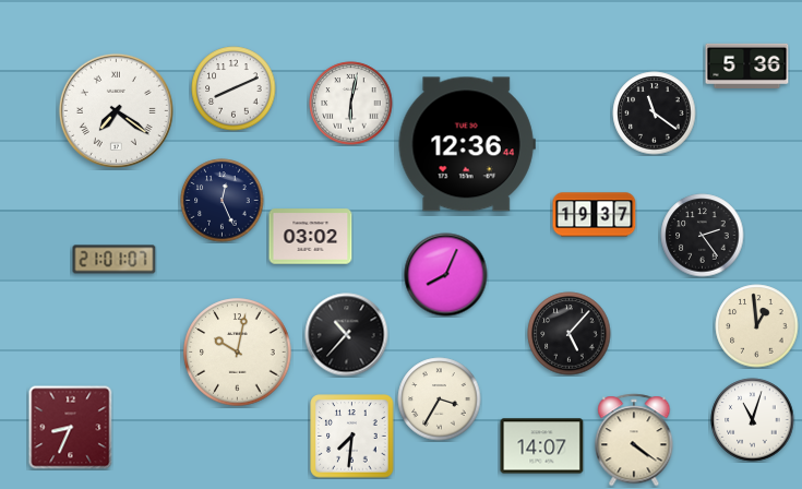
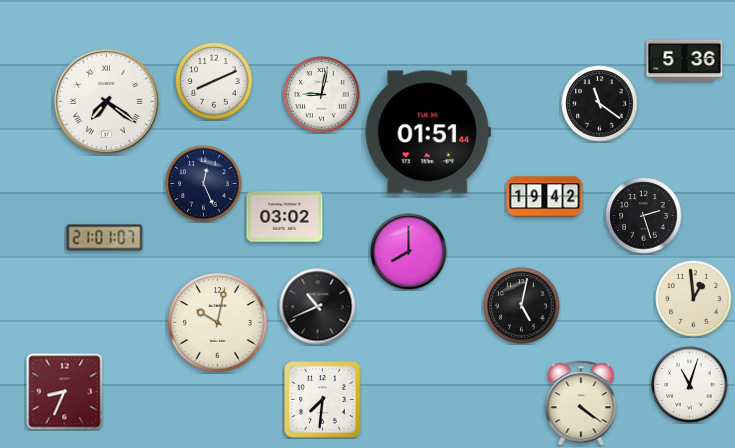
clock at (351, 104): 6:02 -> 9:02
clock at (467, 144): 12:36 -> 01:51
clock at (595, 215): 19:37 -> 19:42
clock at (703, 236): 2:24 -> 2:27
clock at (446, 275): 8:04 -> 8:00
clock at (570, 334): 5:07 -> 5:02
clock at (347, 335): 10:37 -> 10:41
clock at (440, 399): 3:35 -> none
clock at (542, 446): 14:07 -> none
